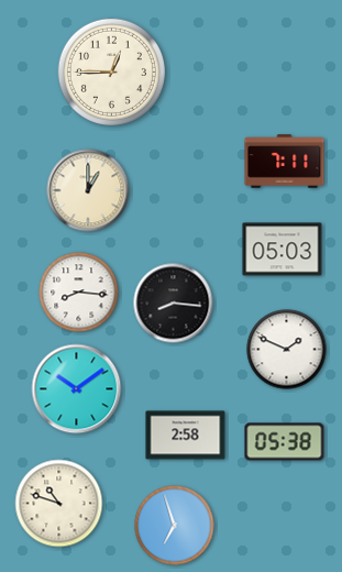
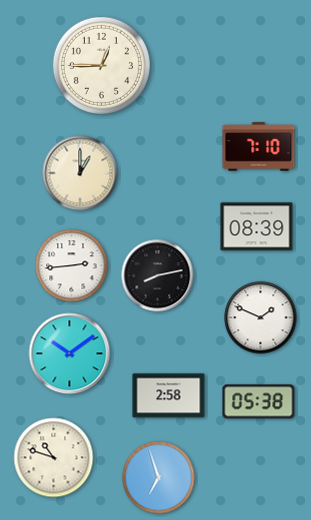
clock at (285, 162): 7:11 -> 7:10
clock at (283, 250): 05:03 -> 08:39
clock at (79, 293): 8:16 -> 2:44
clock at (174, 304): 8:16 -> 8:13
